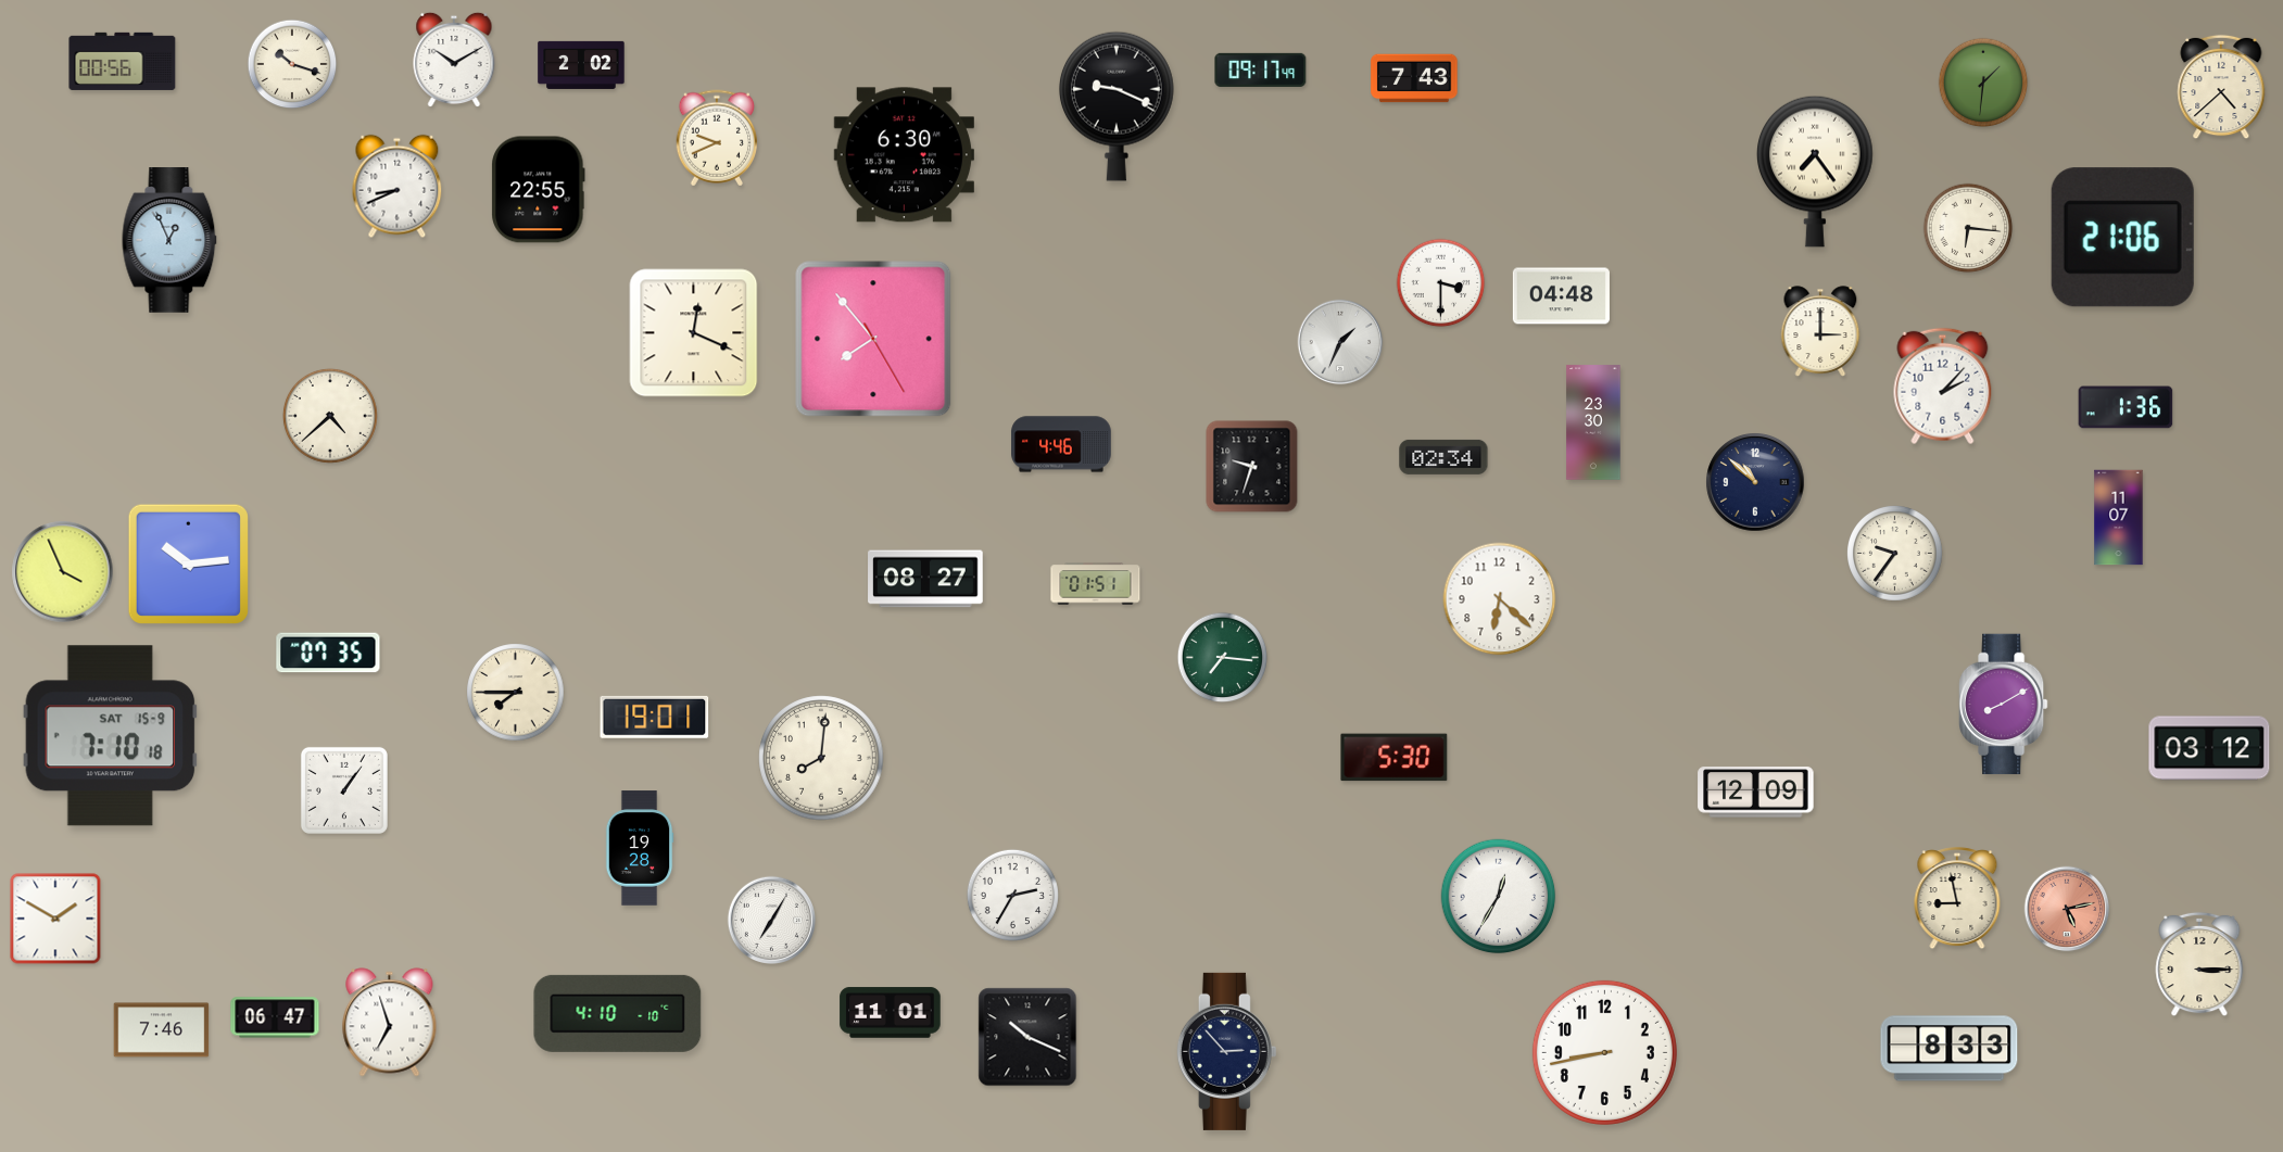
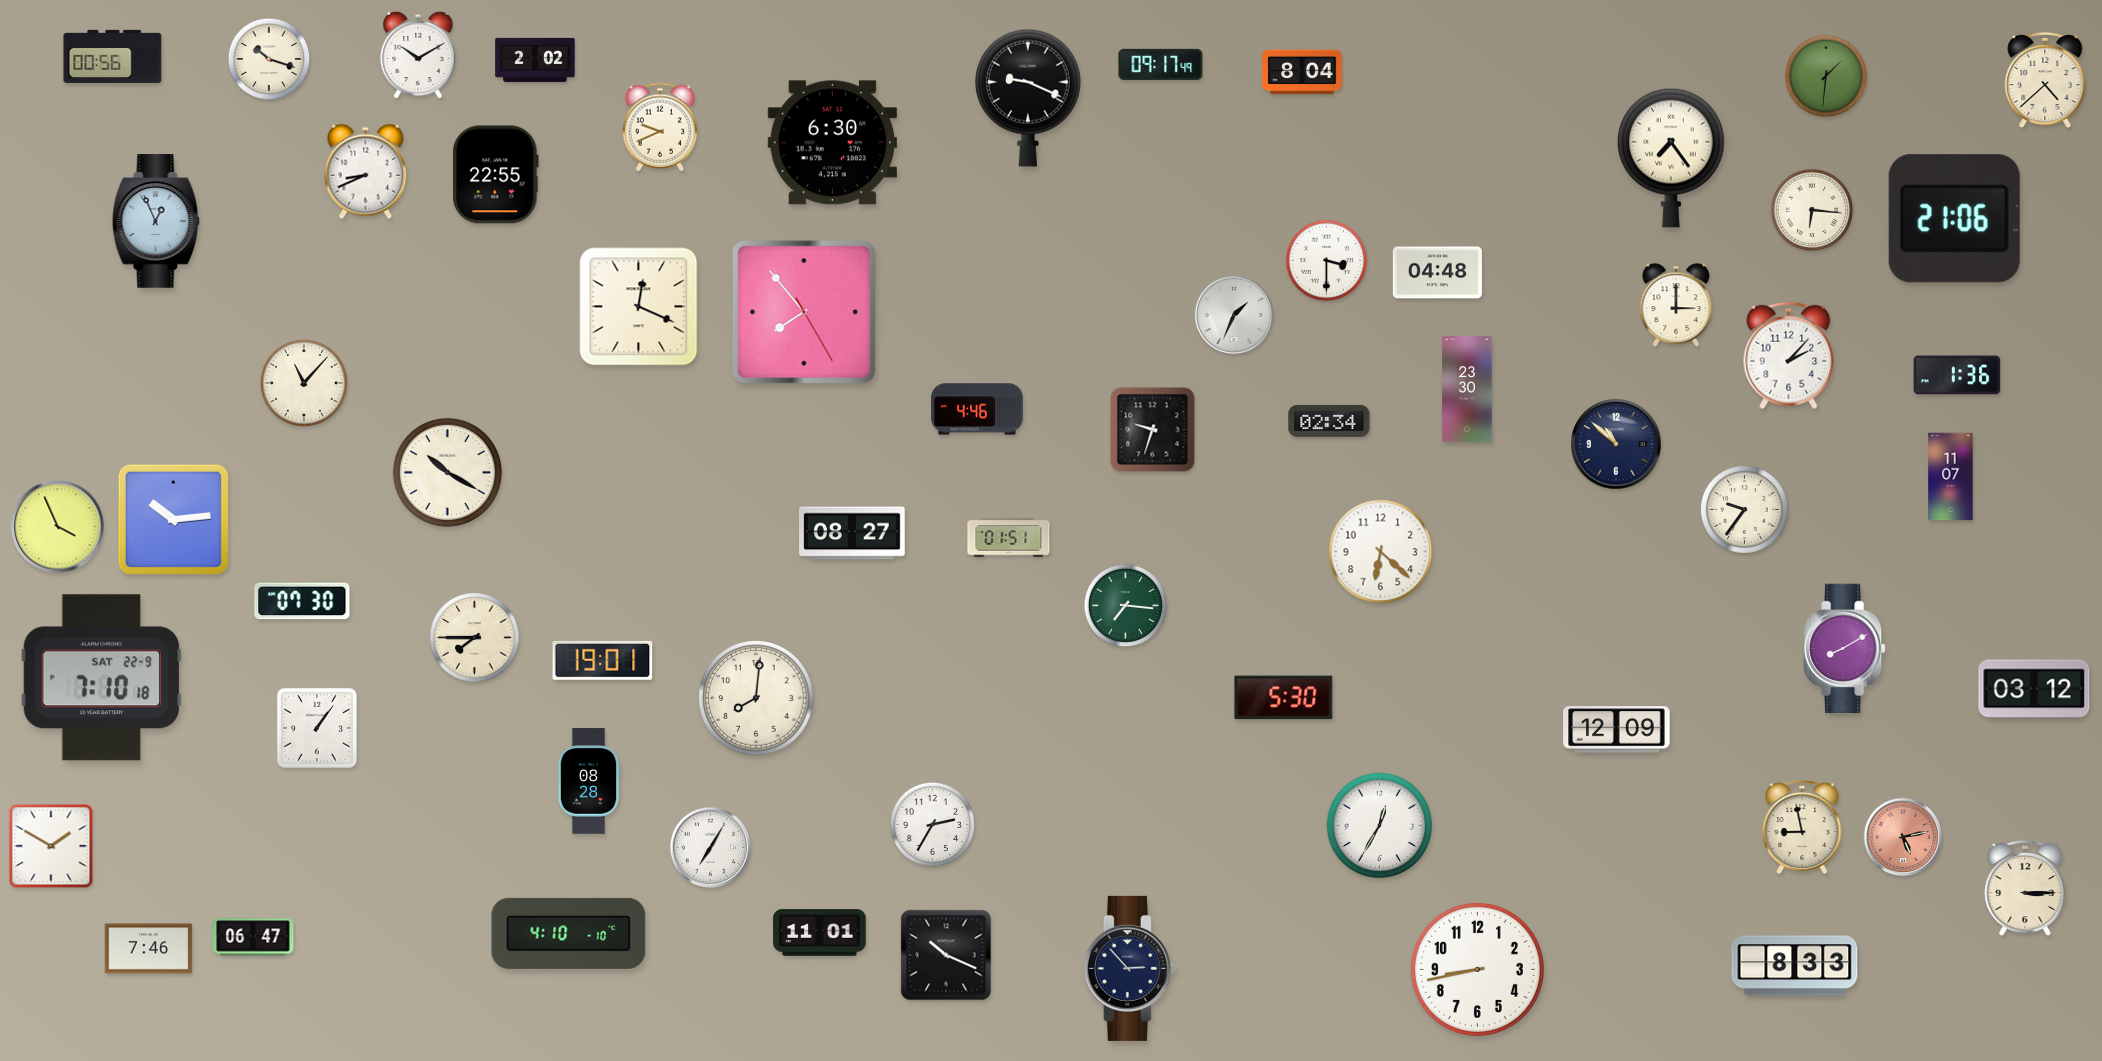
clock at (1414, 78): 7:43 -> 8:04
clock at (330, 416): 4:38 -> 11:07
clock at (447, 472): none -> 10:20
clock at (328, 653): 07:35 -> 07:30
clock at (111, 736) date: SAT 15-9 -> SAT 22-9
clock at (640, 848): 19:28 -> 08:28
clock at (390, 1023): 6:57 -> none
